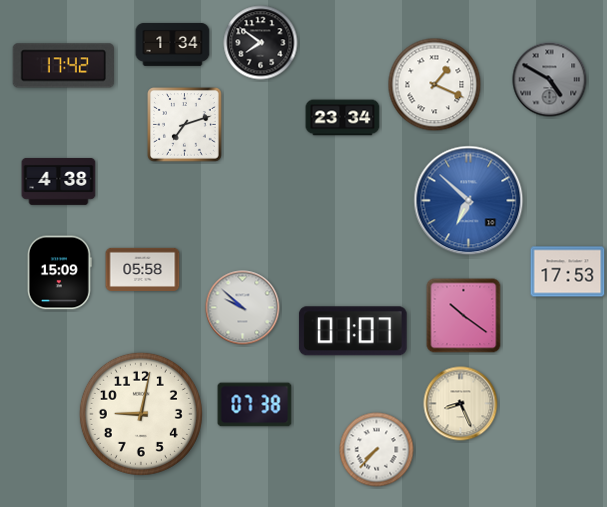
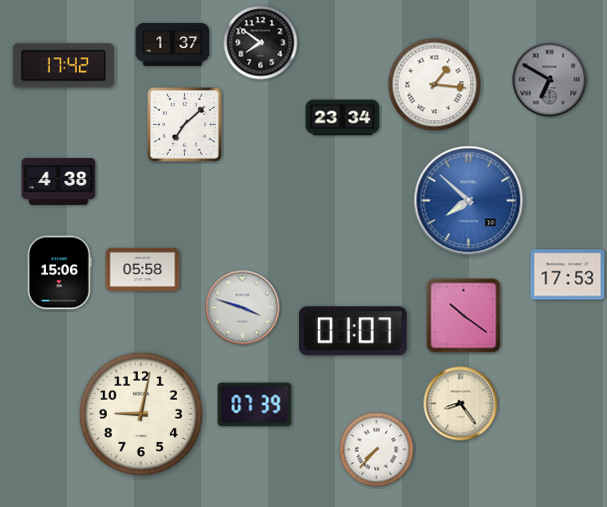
clock at (173, 44): 1:34 -> 1:37
clock at (550, 80): 4:50 -> 6:50
clock at (435, 85): 1:19 -> 1:16
clock at (185, 125): 7:12 -> 7:08
clock at (469, 201): 6:52 -> 7:52
clock at (568, 272) position: (568, 272) -> (568, 275)
clock at (59, 273): 15:09 -> 15:06
clock at (243, 308): 9:52 -> 3:48
clock at (461, 404): 8:26 -> 8:24
clock at (255, 405): 07:38 -> 07:39
